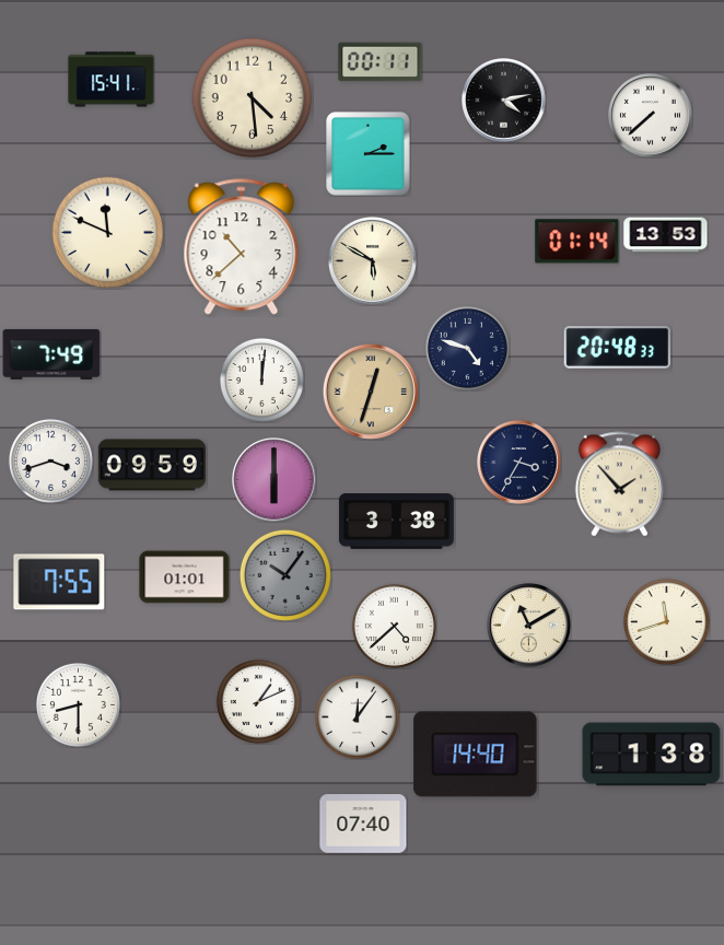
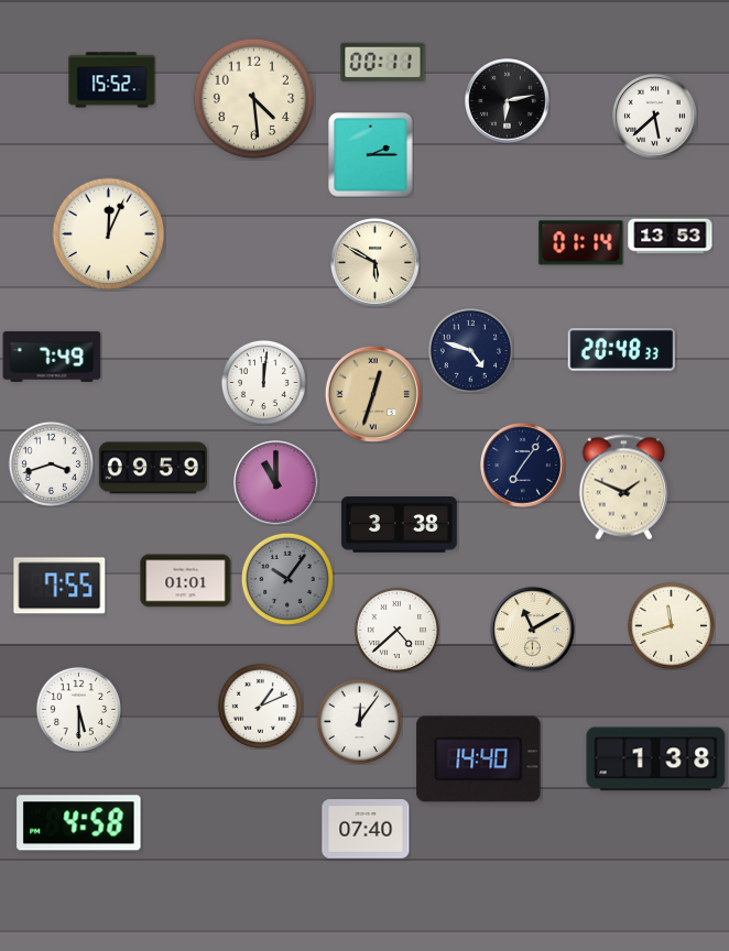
clock at (112, 80): 15:41 -> 15:52
clock at (504, 101): 4:13 -> 6:13
clock at (651, 116): 7:38 -> 5:38
clock at (108, 233): 11:49 -> 12:04
clock at (242, 247): 10:38 -> none
clock at (519, 463): 3:35 -> 7:06
clock at (275, 480): 6:00 -> 11:00
clock at (620, 485): 1:53 -> 1:49
clock at (78, 704): 8:30 -> 5:30
clock at (79, 823): none -> 4:58
